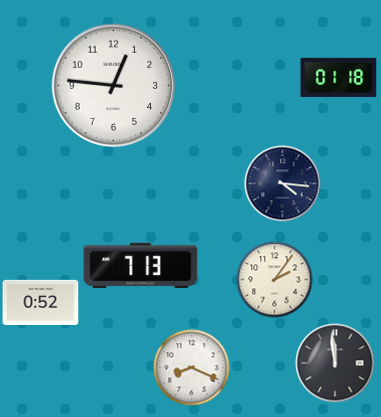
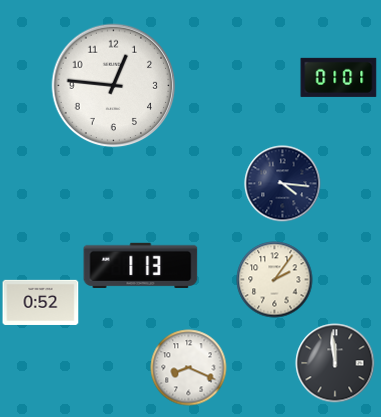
clock at (339, 77): 01:18 -> 01:01
clock at (141, 265): 7:13 -> 1:13
clock at (192, 368) position: (192, 368) -> (189, 368)
